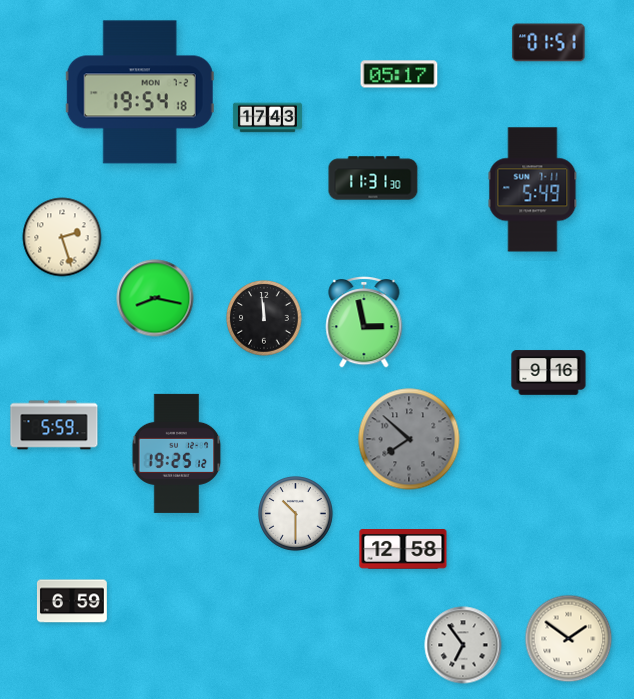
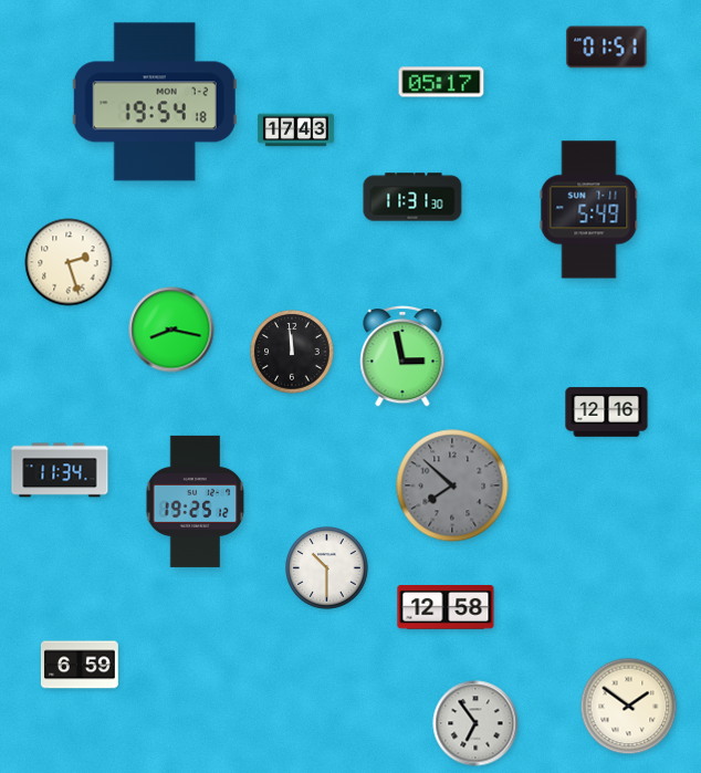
clock at (549, 373): 9:16 -> 12:16
clock at (54, 425): 5:59 -> 11:34
clock at (463, 645) position: (463, 645) -> (475, 723)
